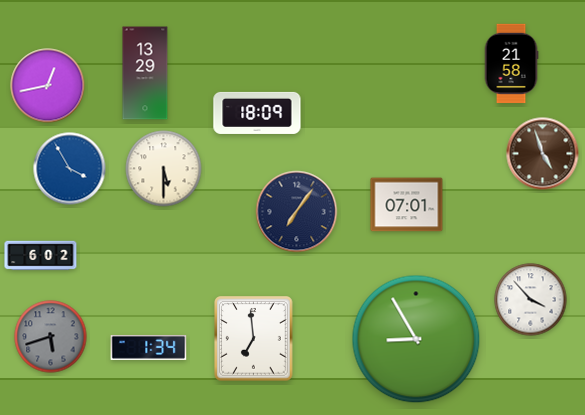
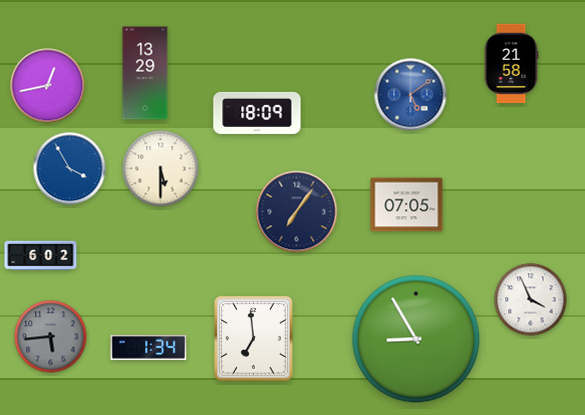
clock at (411, 95): none -> 5:09
clock at (543, 154): 4:57 -> none
clock at (164, 169) position: (164, 169) -> (161, 169)
clock at (407, 205): 07:01 -> 07:05
clock at (531, 300): 3:53 -> 3:56
clock at (51, 337): 5:42 -> 5:44
